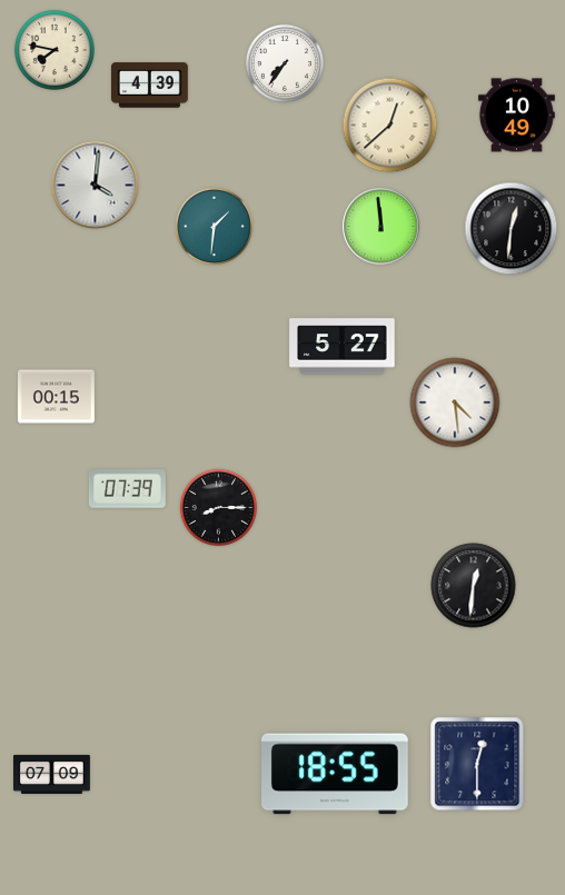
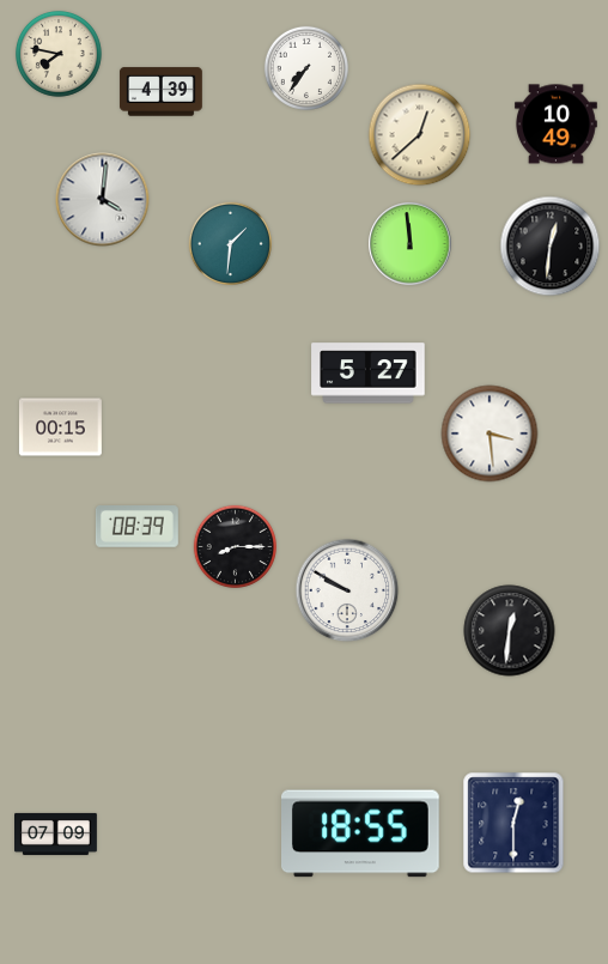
clock at (455, 402): 4:29 -> 3:29
clock at (127, 489): 07:39 -> 08:39
clock at (347, 590): none -> 9:50
